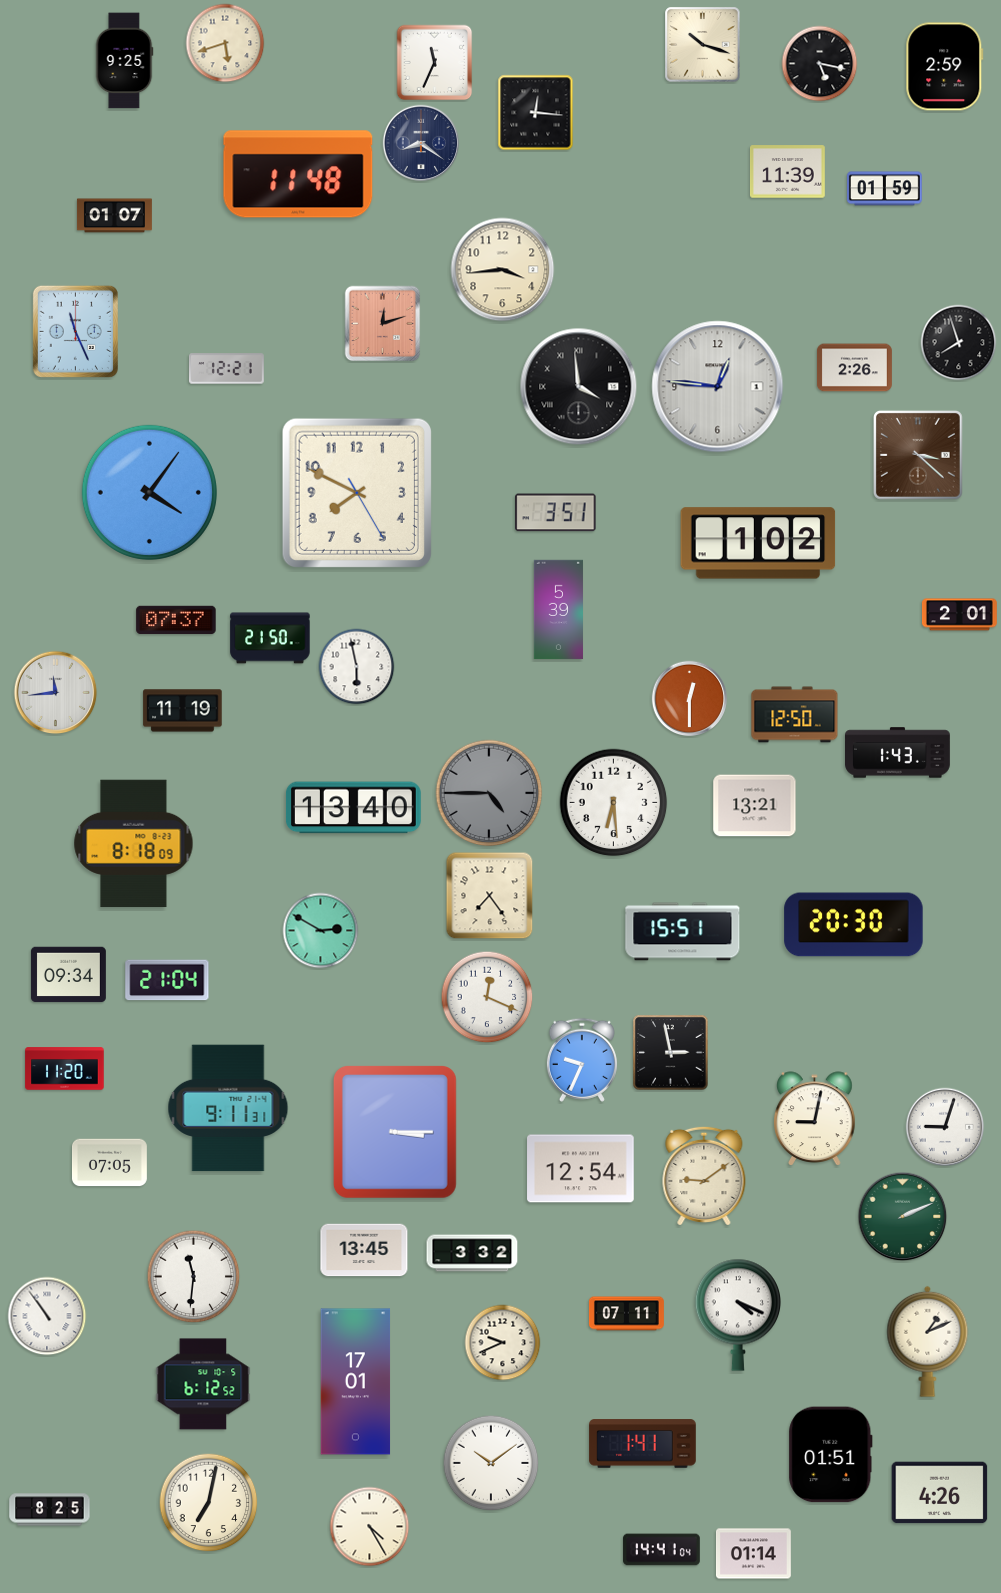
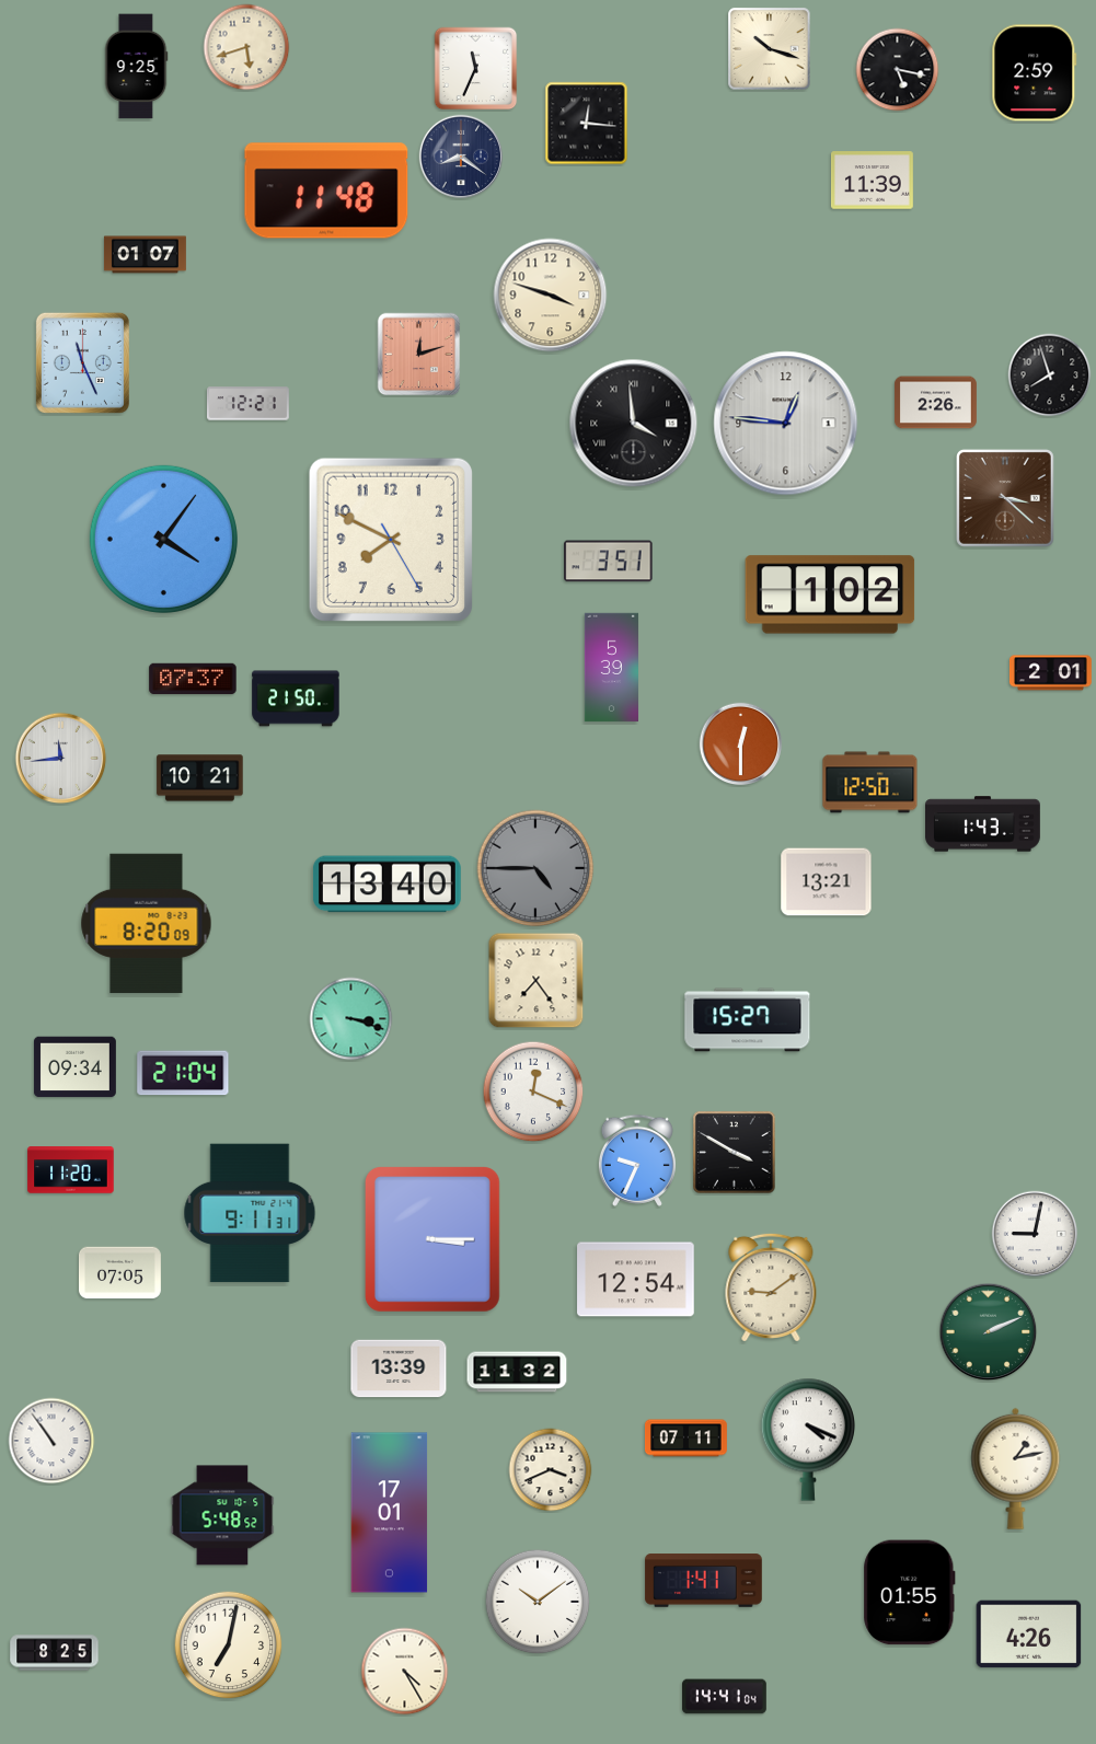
clock at (787, 172) position: (787, 172) -> (872, 181)
clock at (884, 189): 01:59 -> none
clock at (114, 216) position: (114, 216) -> (145, 255)
clock at (503, 270): 3:44 -> 3:48
clock at (357, 667): 5:58 -> none
clock at (690, 699) position: (690, 699) -> (741, 744)
clock at (183, 711): 11:19 -> 10:21
clock at (614, 803): 6:29 -> none
clock at (134, 844): 8:18 -> 8:20
clock at (854, 925): 20:30 -> none
clock at (321, 931): 2:50 -> 3:18
clock at (683, 932): 15:51 -> 15:27
clock at (671, 1053): 2:58 -> 3:50
clock at (815, 1118): 9:02 -> none
clock at (945, 1127): 9:03 -> 9:02
clock at (364, 1250): 13:45 -> 13:39
clock at (472, 1253): 3:32 -> 11:32
clock at (194, 1277): 11:31 -> none
clock at (928, 1341): 1:11 -> 1:13
clock at (503, 1343): 9:41 -> 3:41
clock at (203, 1384): 6:12 -> 5:48
clock at (831, 1455): 01:51 -> 01:55
clock at (753, 1554): 01:14 -> none
